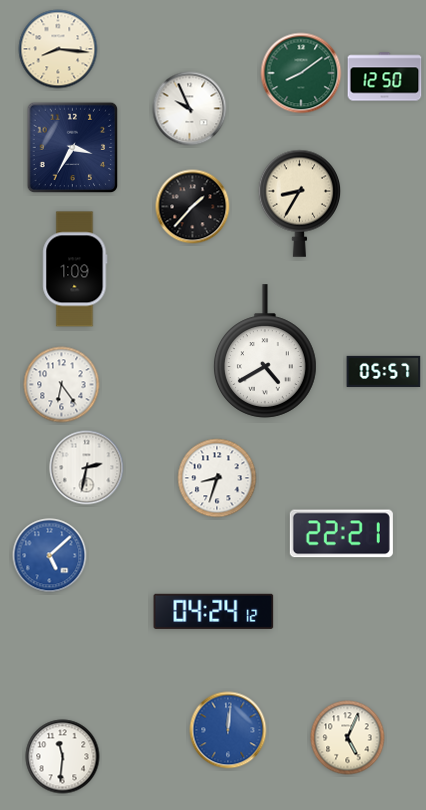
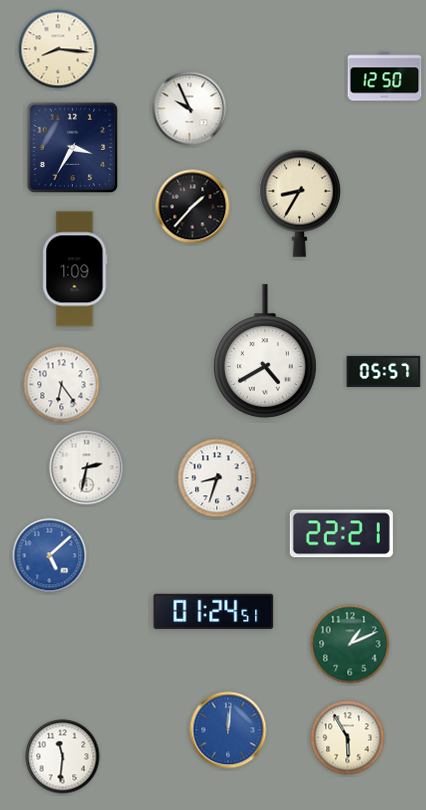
clock at (301, 73): 8:09 -> none
clock at (214, 611): 04:24 -> 01:24
clock at (350, 644): none -> 1:11
clock at (348, 738): 5:04 -> 5:55
